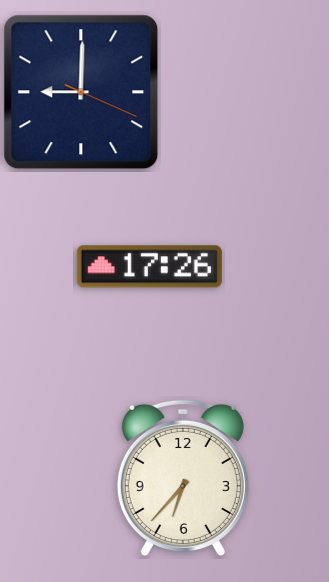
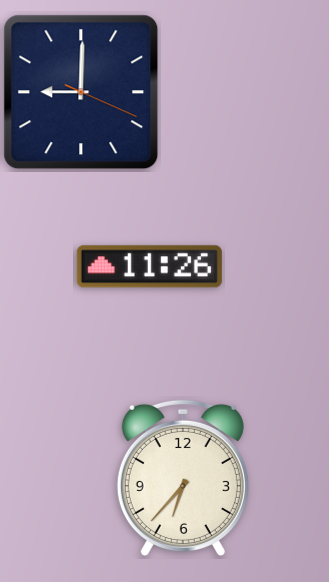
clock at (149, 267): 17:26 -> 11:26
